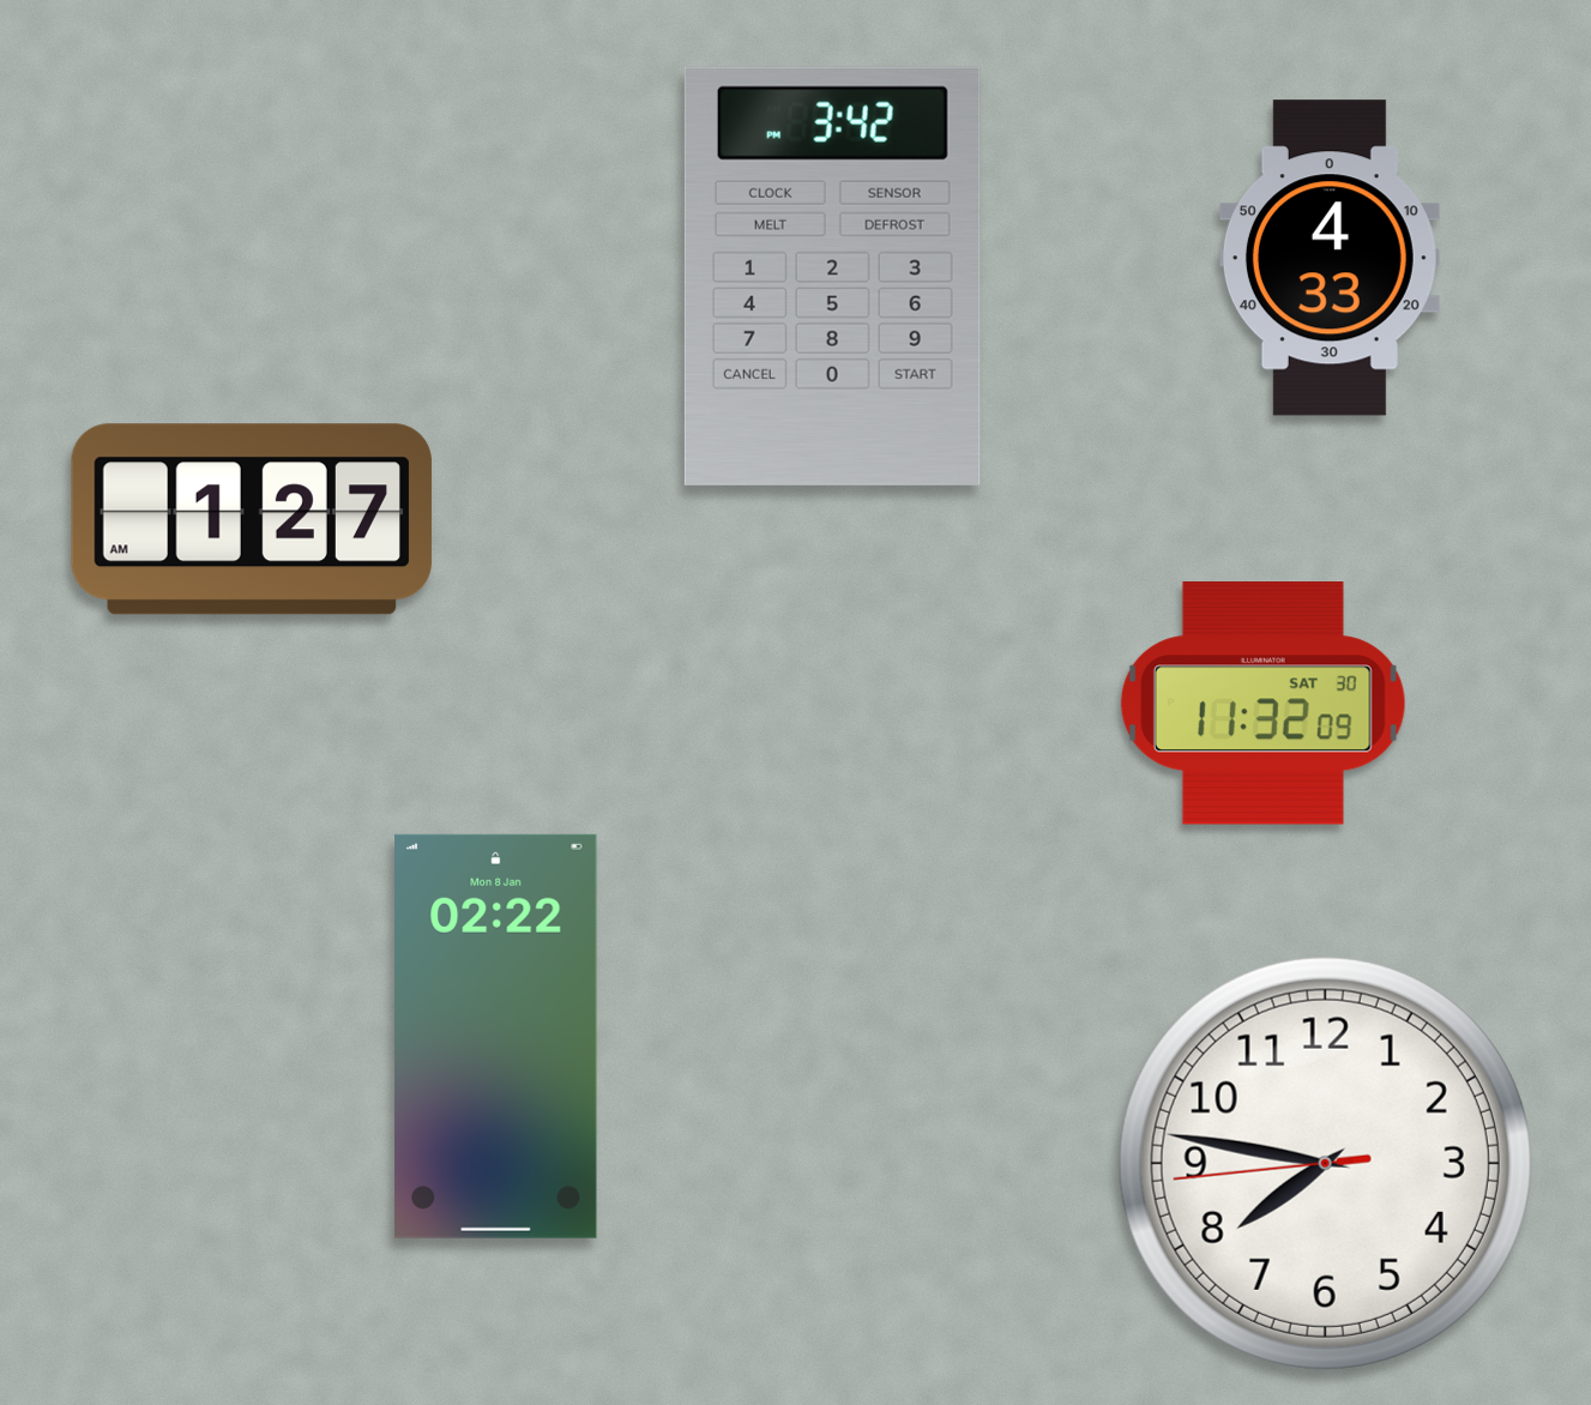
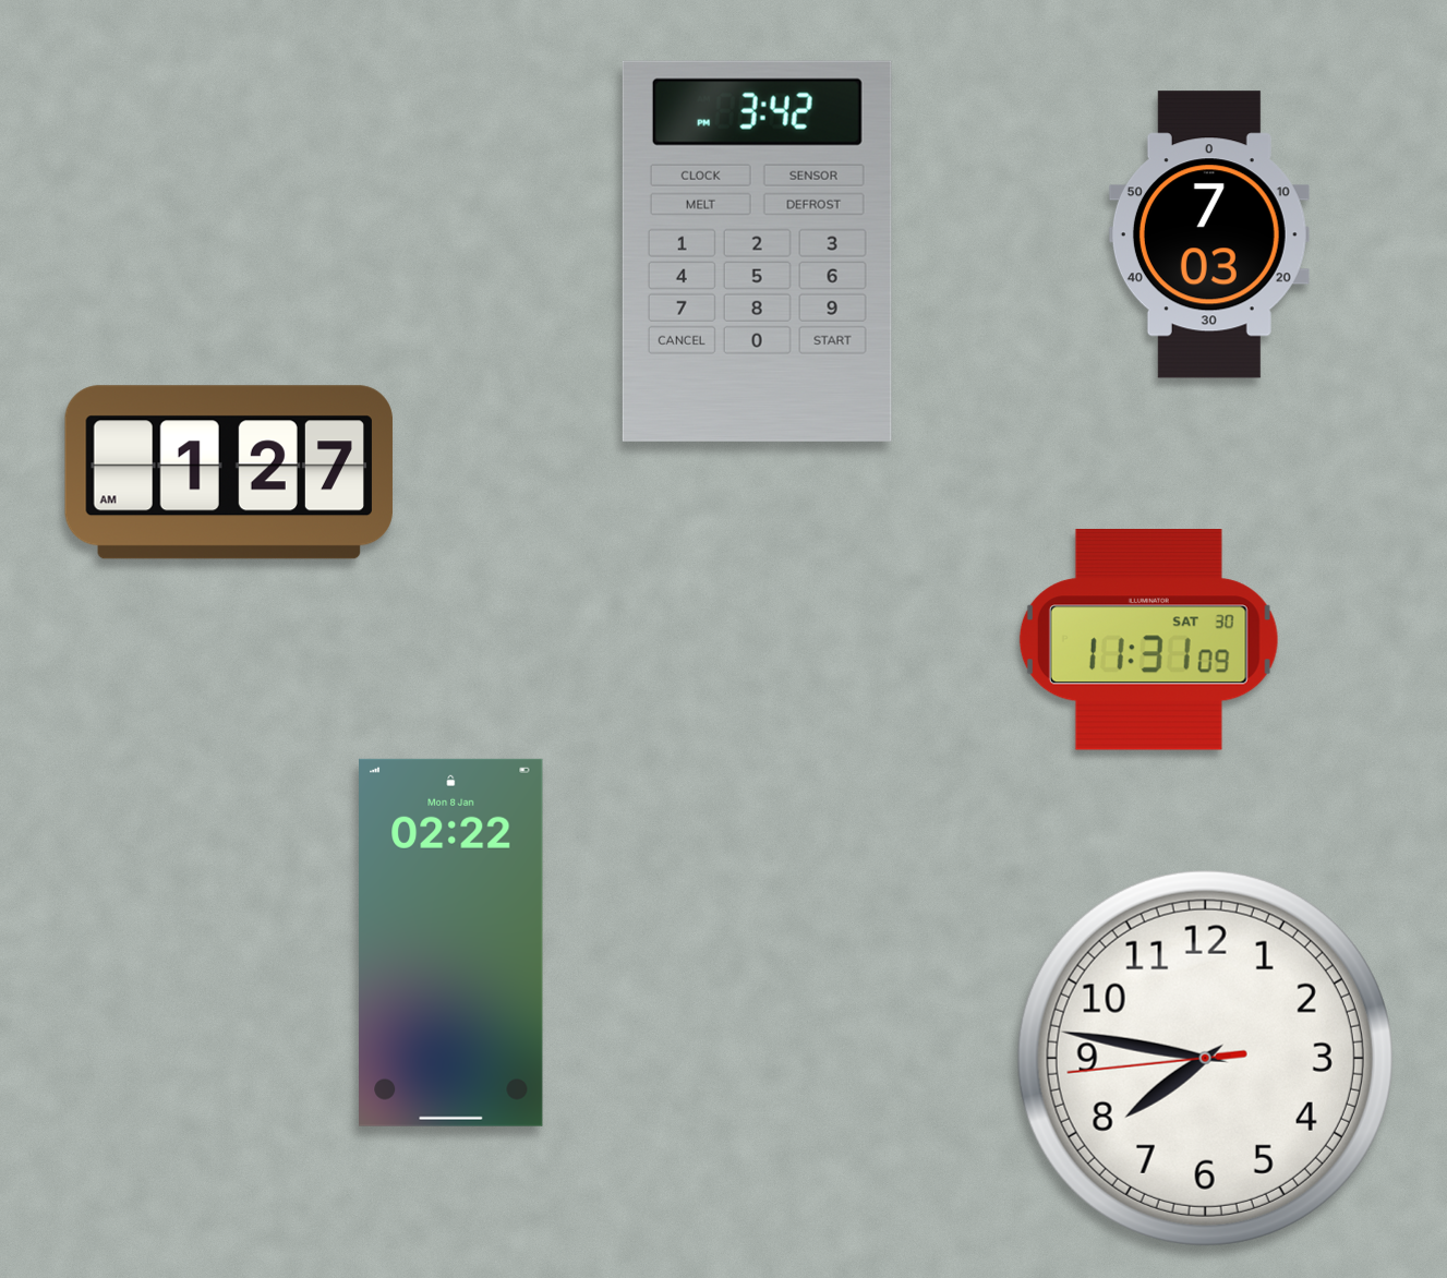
clock at (1330, 258): 4:33 -> 7:03
clock at (1262, 702): 11:32 -> 11:31
